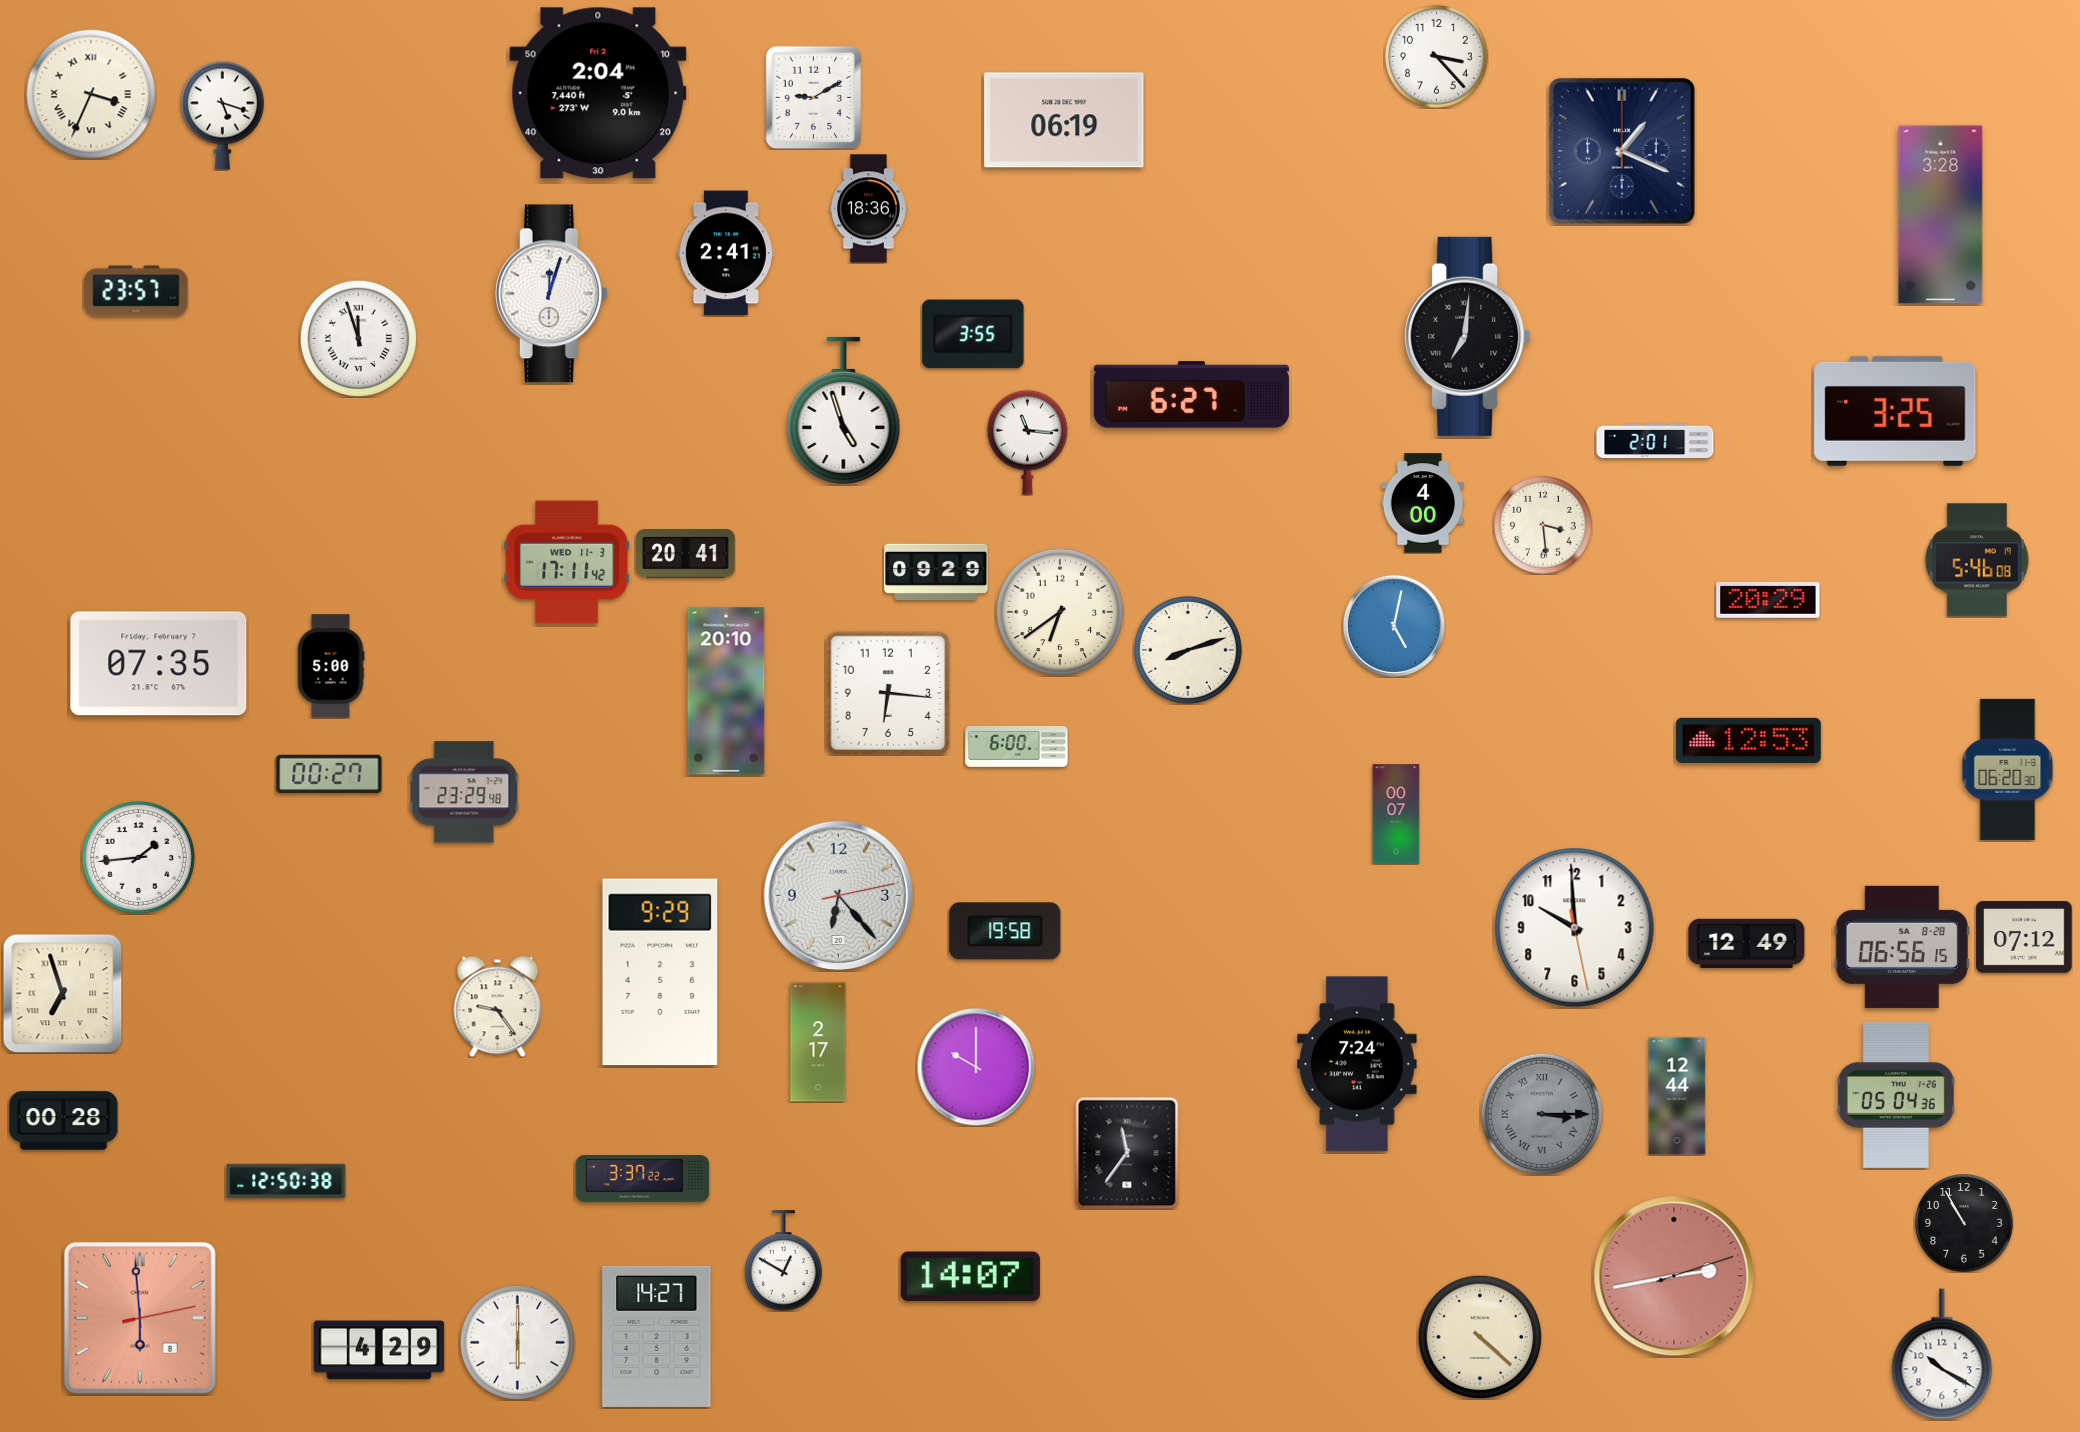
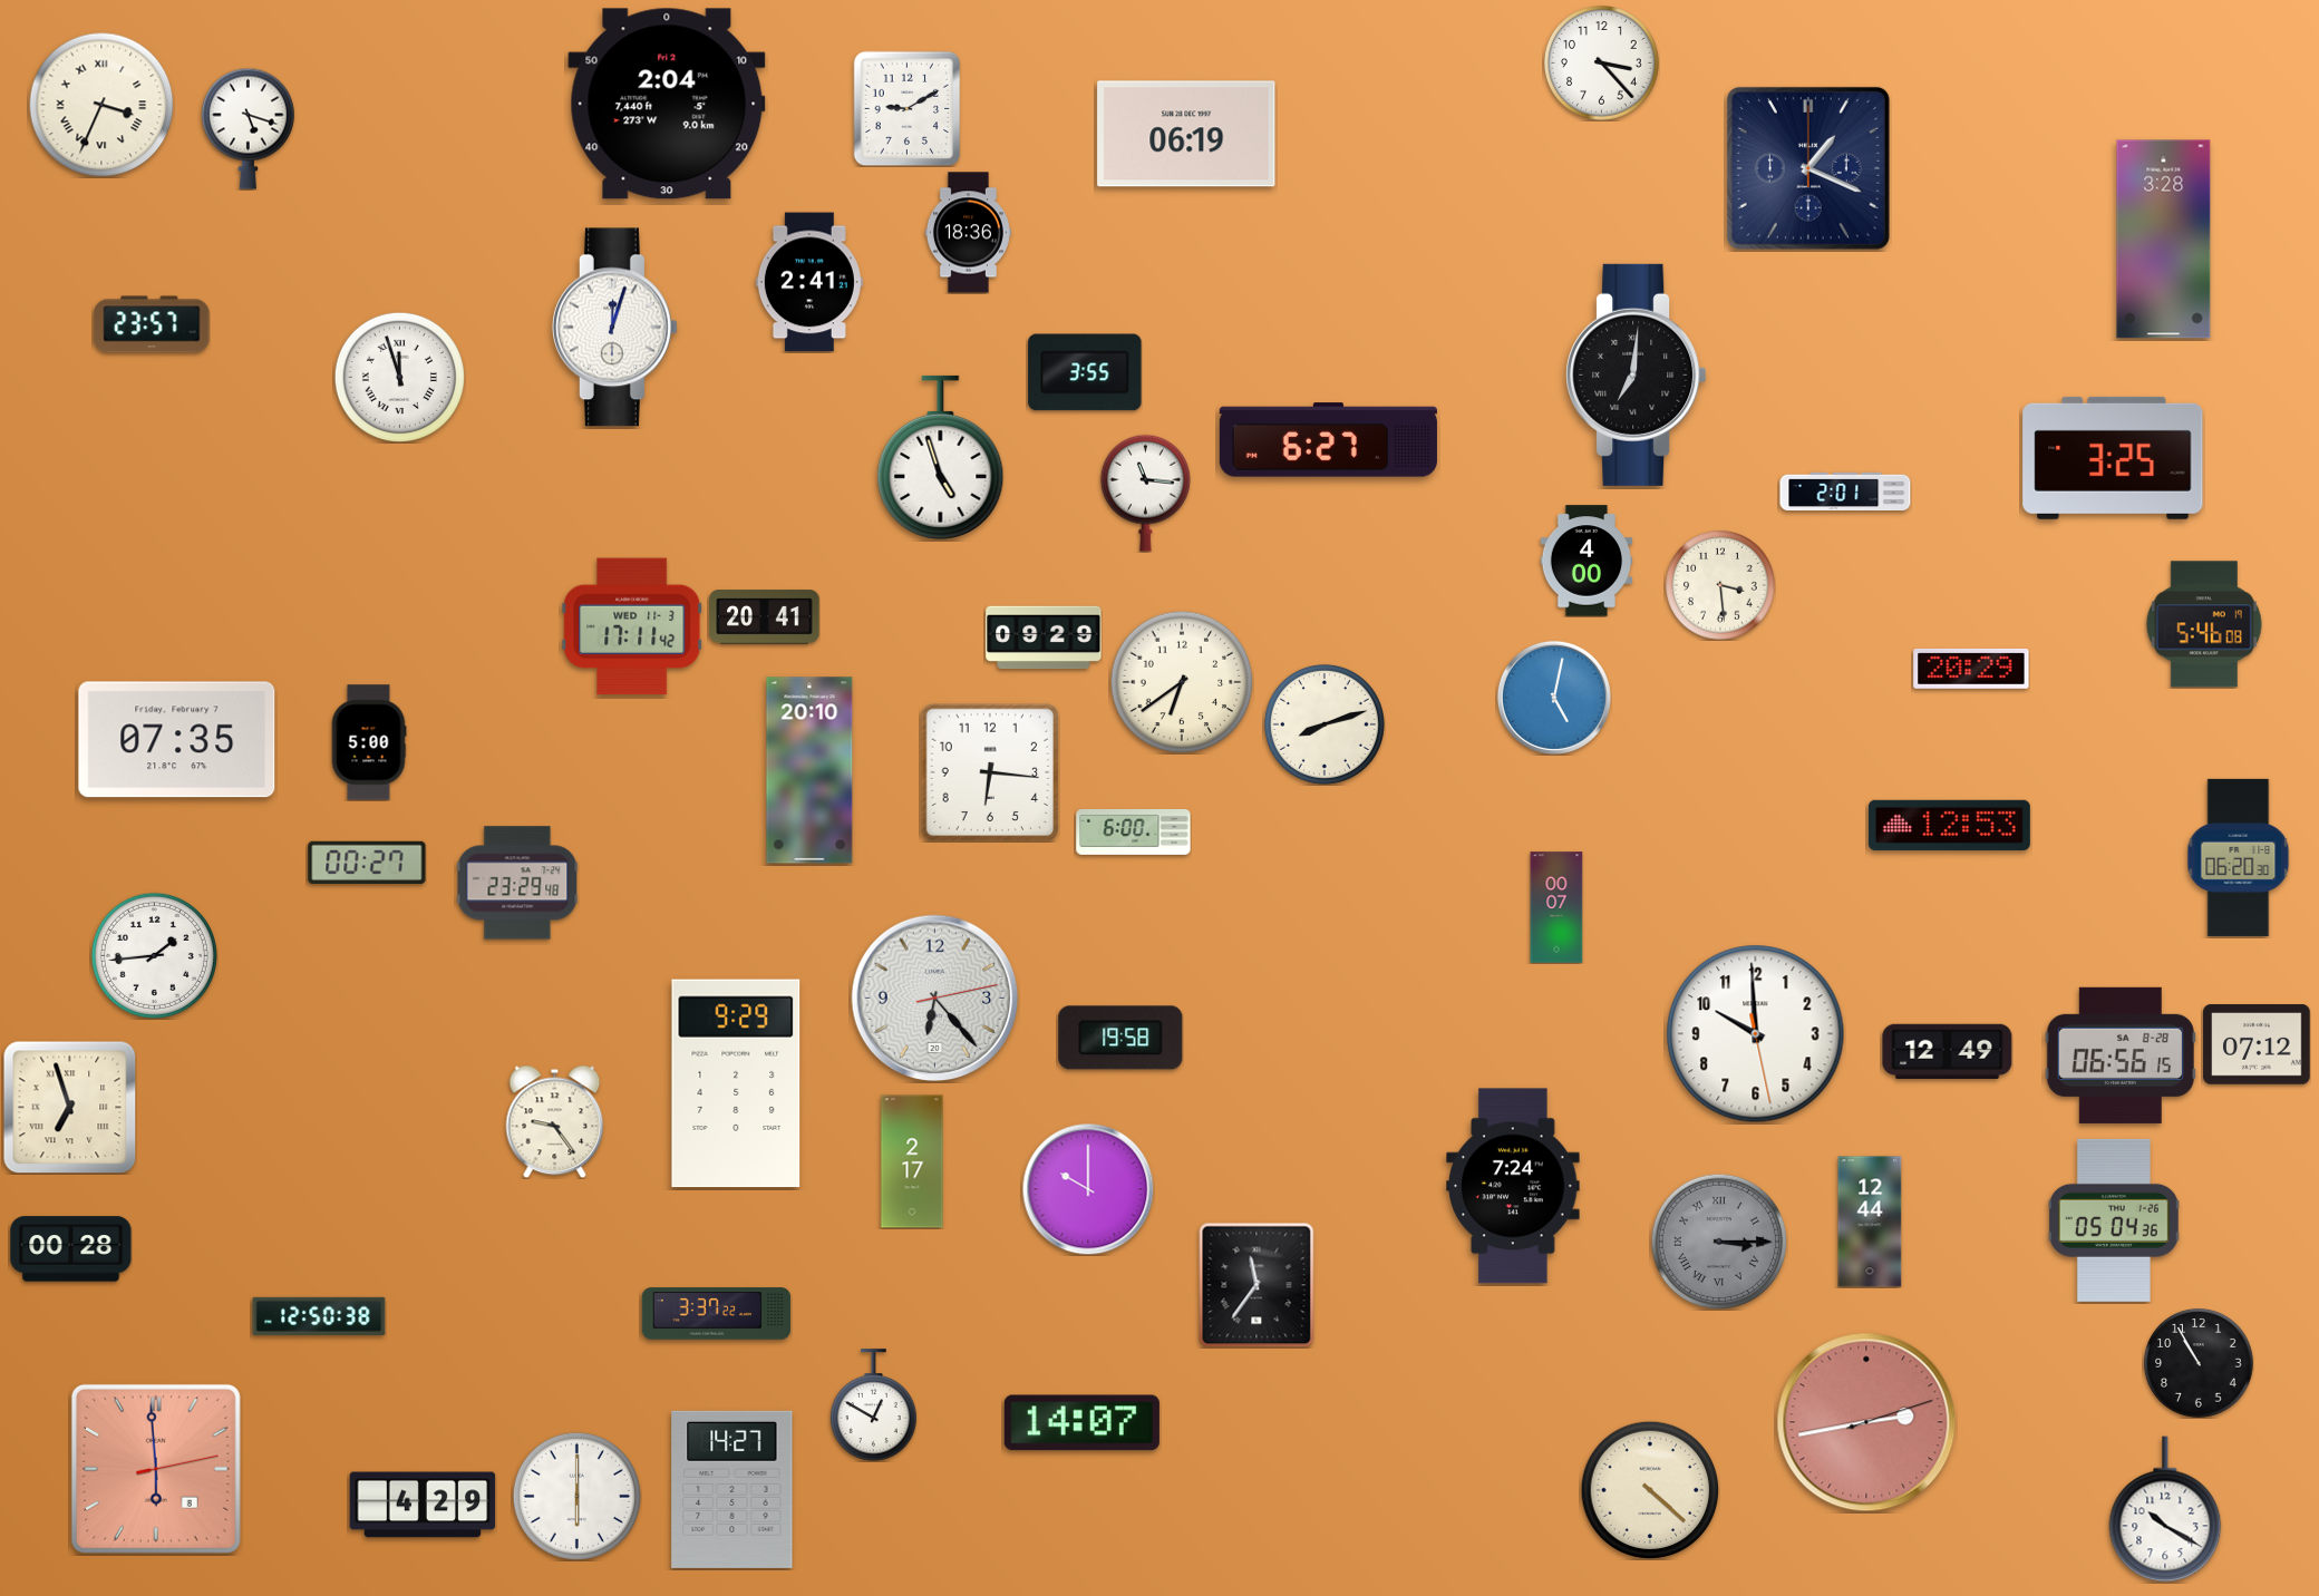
clock at (1964, 1223) position: (1964, 1223) -> (2199, 1363)
